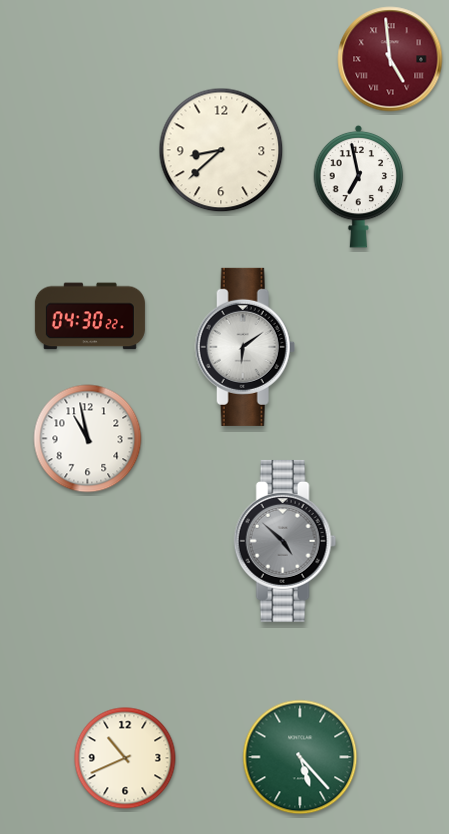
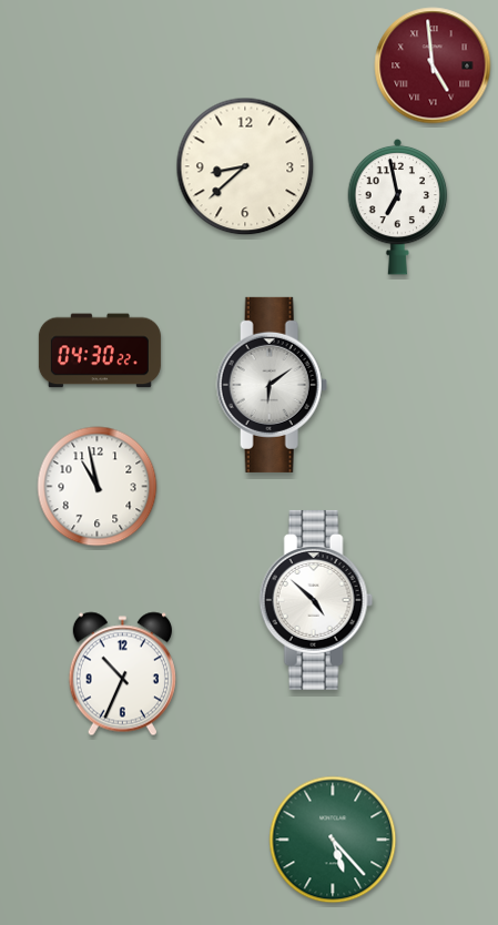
clock at (285, 541) dial: grey -> white
clock at (122, 674): none -> 10:34
clock at (125, 758): 10:41 -> none
